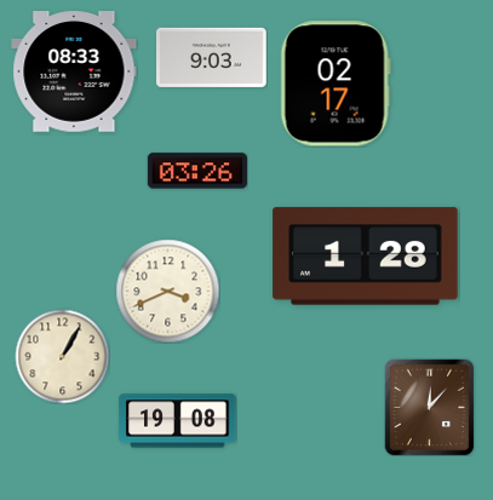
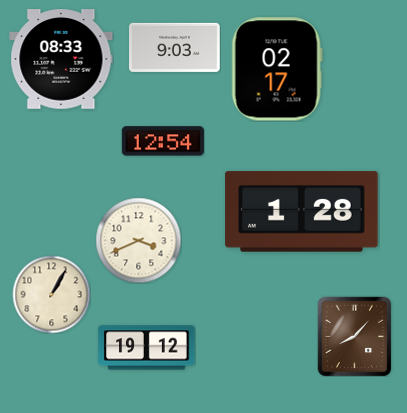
clock at (197, 171): 03:26 -> 12:54
clock at (430, 407): 12:07 -> 8:07
clock at (178, 421): 19:08 -> 19:12
